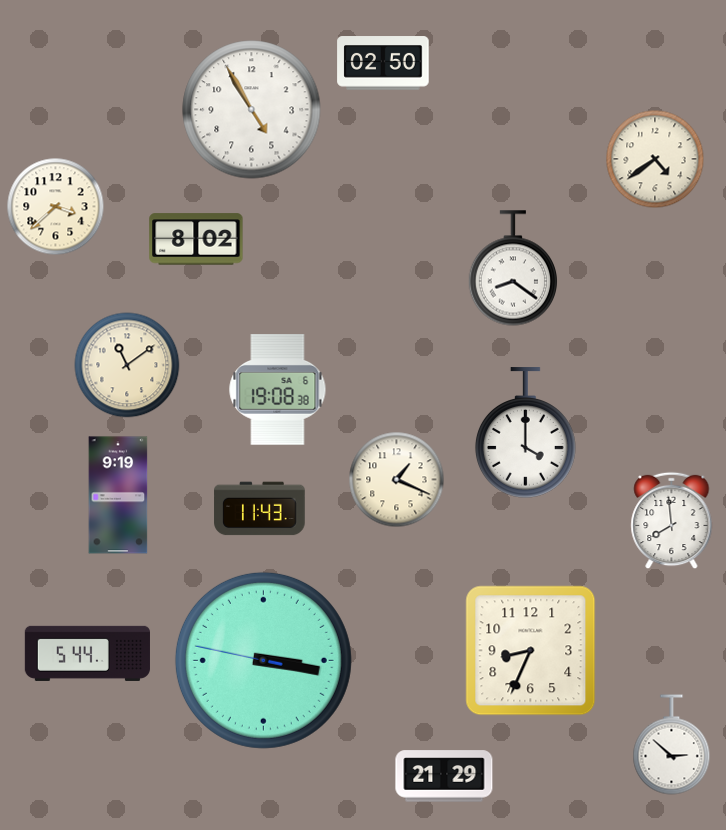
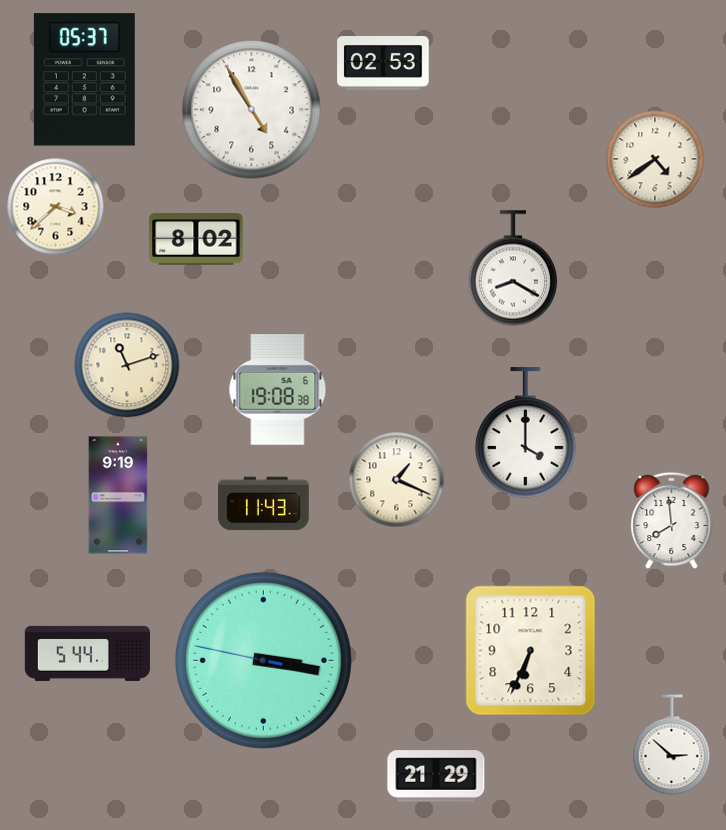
clock at (383, 63): 02:50 -> 02:53
clock at (84, 80): none -> 05:37
clock at (512, 268): 8:21 -> 8:20
clock at (127, 365): 11:09 -> 11:12
clock at (260, 509) position: (260, 509) -> (264, 504)
clock at (531, 651): 8:34 -> 6:34
clock at (444, 776) position: (444, 776) -> (436, 776)
